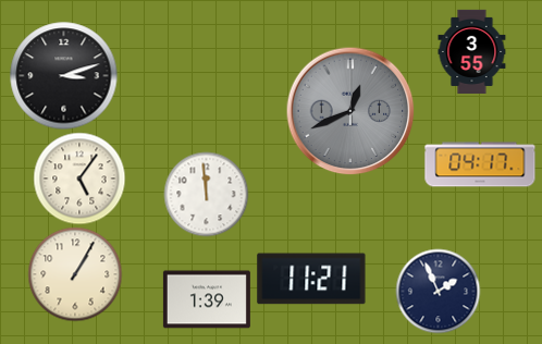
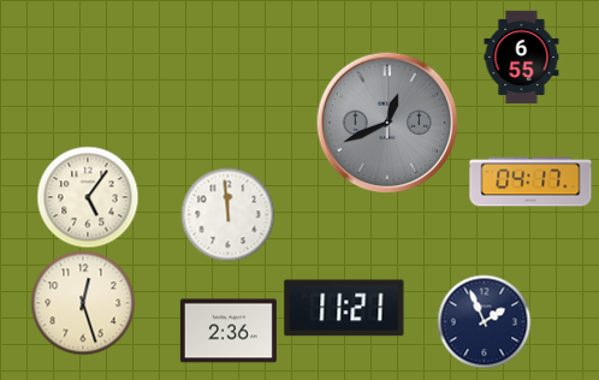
clock at (472, 51): 3:55 -> 6:55
clock at (64, 76): 3:12 -> none
clock at (75, 274): 1:05 -> 12:27
clock at (207, 299): 1:39 -> 2:36
